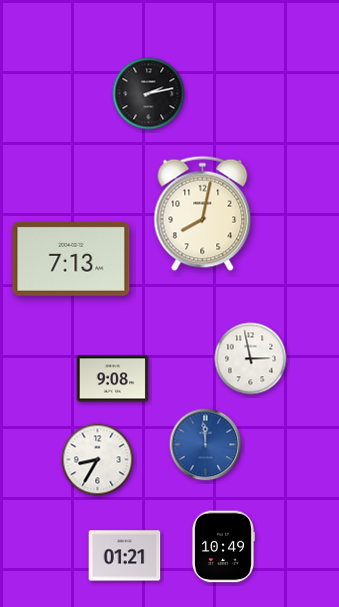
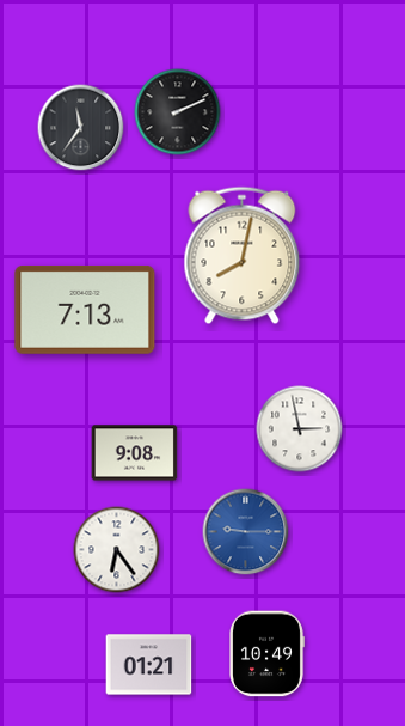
clock at (149, 94): 2:13 -> 2:11
clock at (81, 128): none -> 11:36
clock at (206, 445): 11:59 -> 9:15
clock at (98, 460): 8:35 -> 6:24
